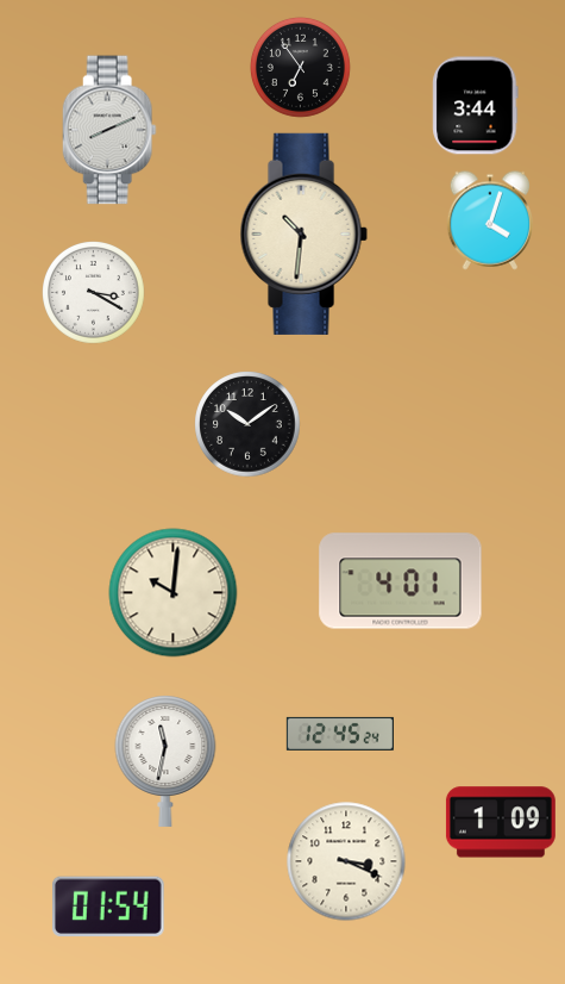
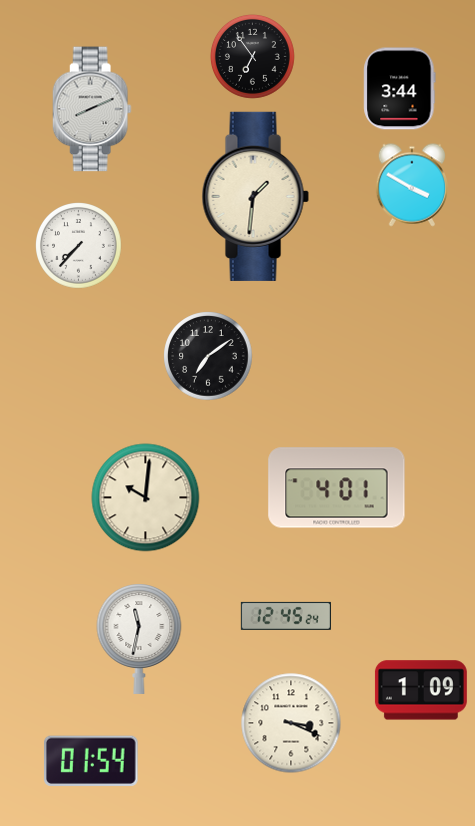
clock at (490, 220): 4:03 -> 3:50
clock at (303, 233): 10:31 -> 1:31
clock at (94, 293): 3:20 -> 7:37
clock at (247, 424): 10:09 -> 7:09
